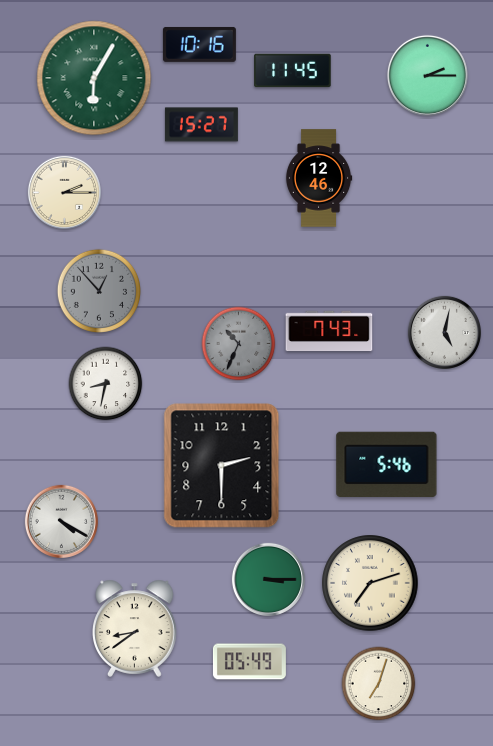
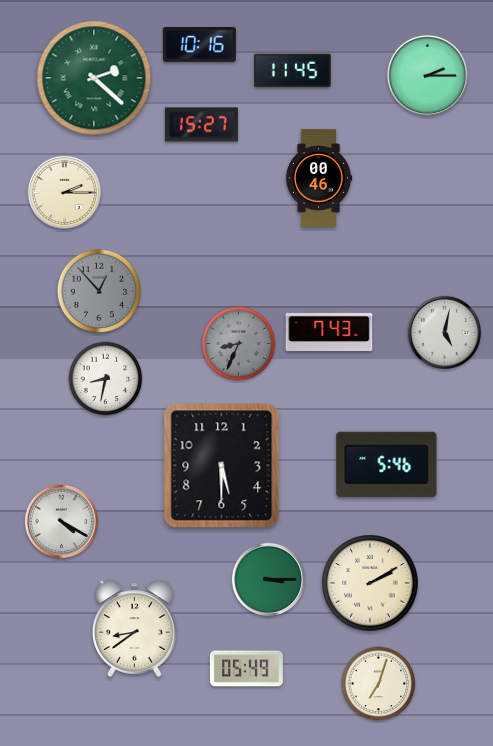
clock at (94, 78): 6:05 -> 2:22
clock at (319, 178): 12:46 -> 00:46
clock at (239, 344): 10:34 -> 8:34
clock at (106, 384) position: (106, 384) -> (106, 379)
clock at (222, 466): 2:30 -> 5:30
clock at (370, 583): 7:12 -> 2:10
clock at (249, 662) position: (249, 662) -> (246, 669)
